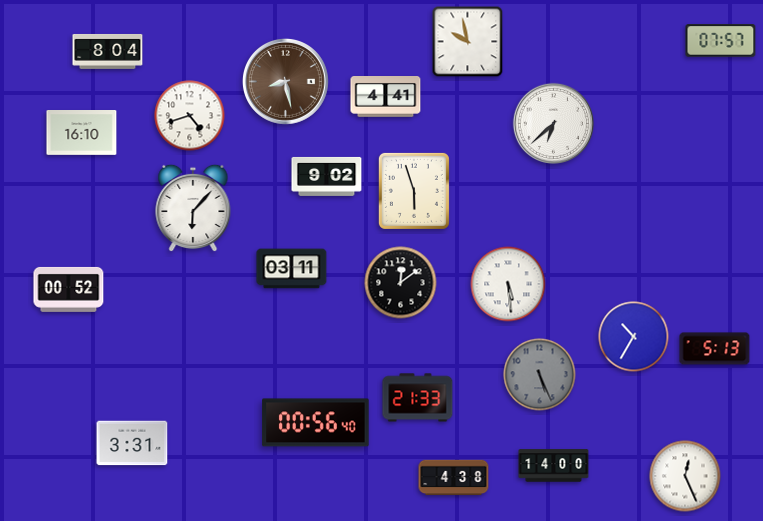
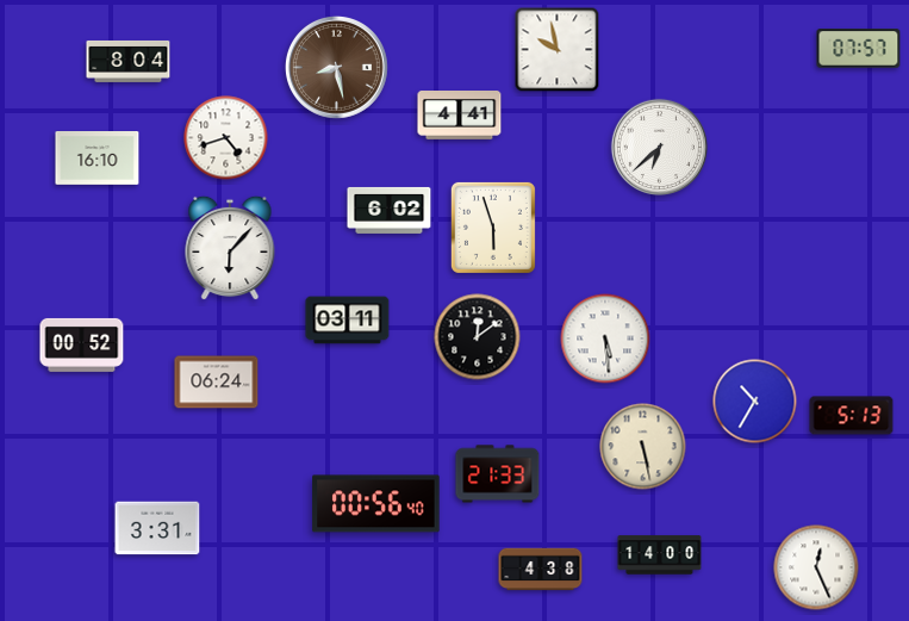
clock at (285, 81) position: (285, 81) -> (336, 67)
clock at (327, 176): 9:02 -> 6:02
clock at (217, 383): none -> 06:24
clock at (540, 375): 5:26 -> 5:28
clock at (540, 375) dial: grey -> cream
